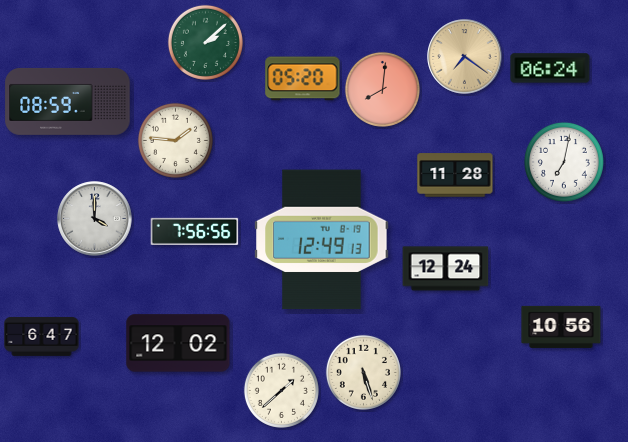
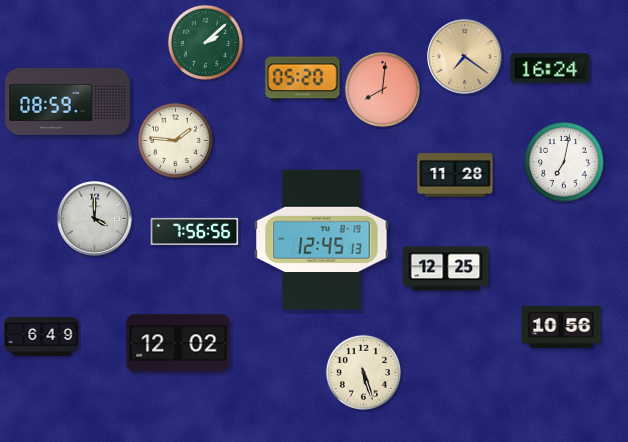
clock at (550, 68): 06:24 -> 16:24
clock at (322, 240): 12:49 -> 12:45
clock at (446, 269): 12:24 -> 12:25
clock at (42, 336): 6:47 -> 6:49
clock at (281, 390): 1:38 -> none
